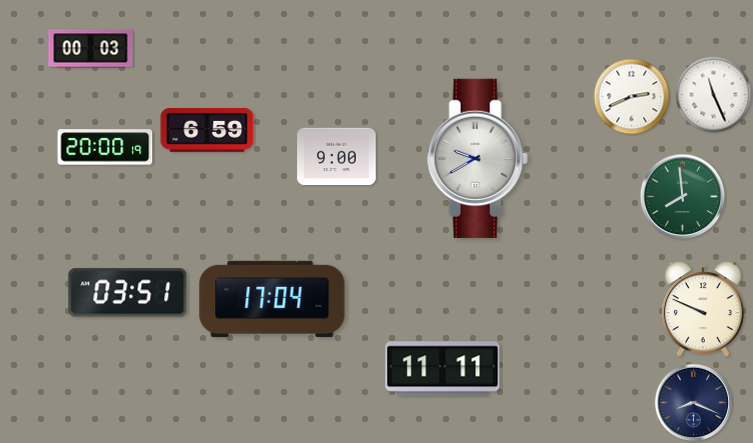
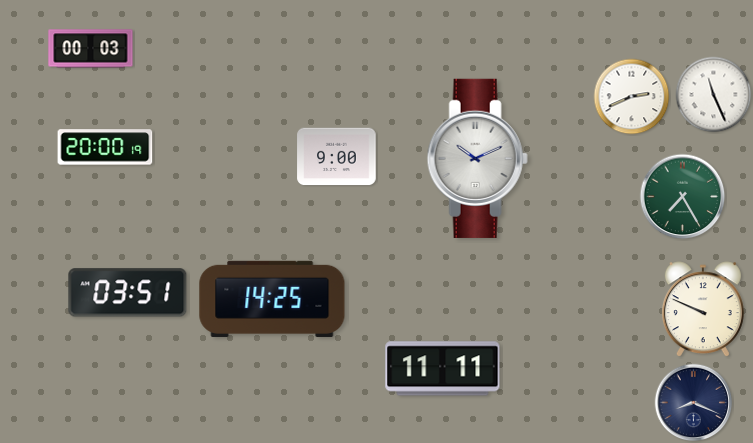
clock at (207, 130): 6:59 -> none
clock at (477, 158): 9:40 -> 10:11
clock at (683, 197): 7:59 -> 7:25
clock at (272, 299): 17:04 -> 14:25
